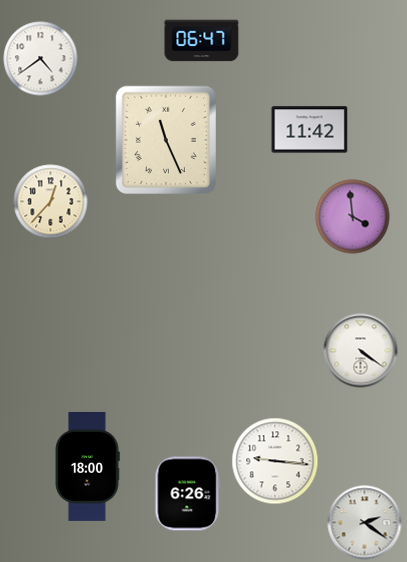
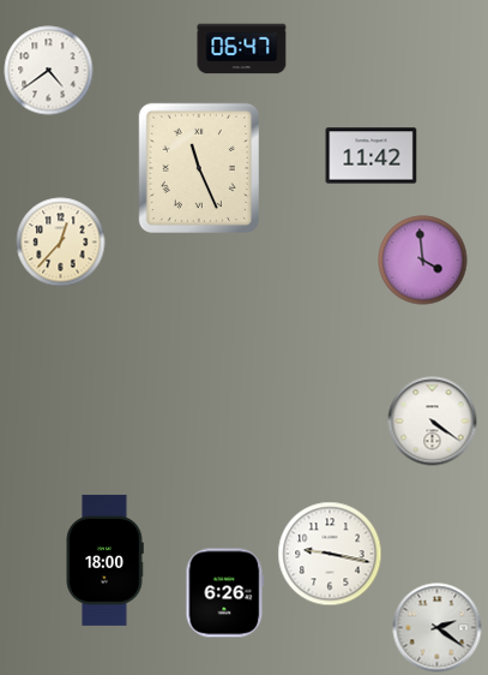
clock at (275, 461): 9:16 -> 9:17
